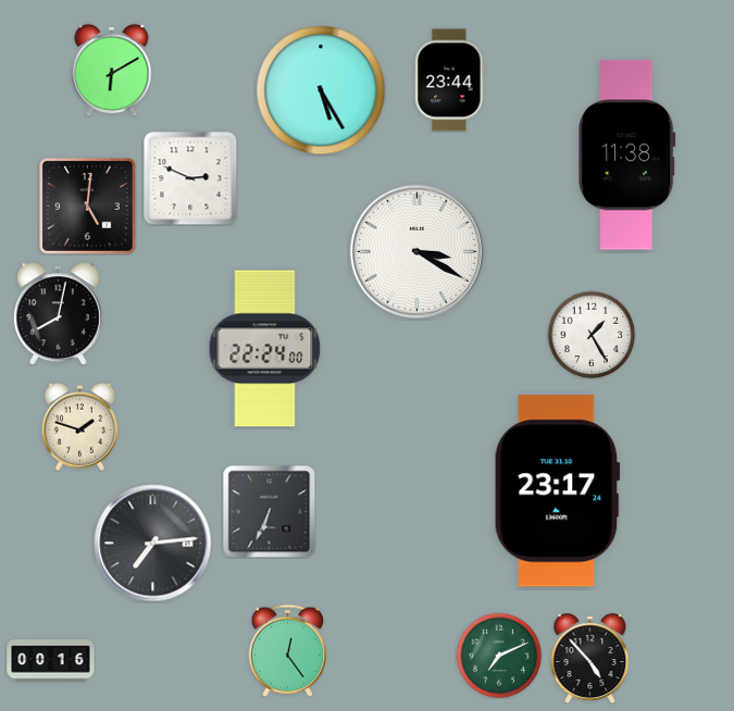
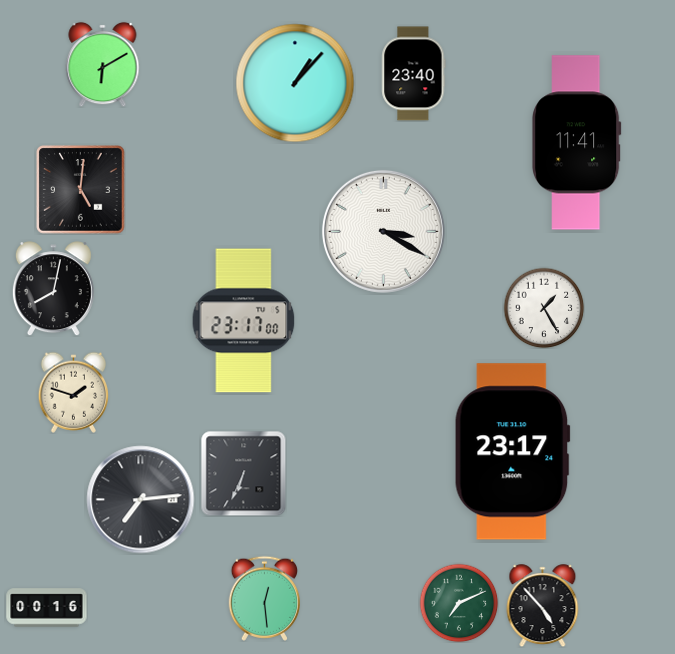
clock at (450, 80): 23:44 -> 23:40
clock at (321, 90): 5:25 -> 1:07
clock at (626, 155): 11:38 -> 11:41
clock at (190, 178): 2:49 -> none
clock at (265, 349): 22:24 -> 23:17
clock at (269, 511) position: (269, 511) -> (243, 473)
clock at (287, 650): 12:24 -> 12:29
